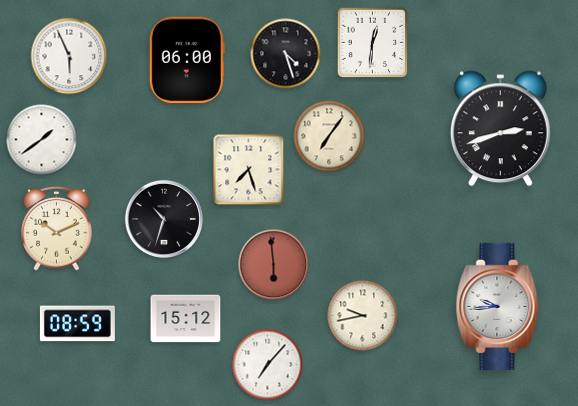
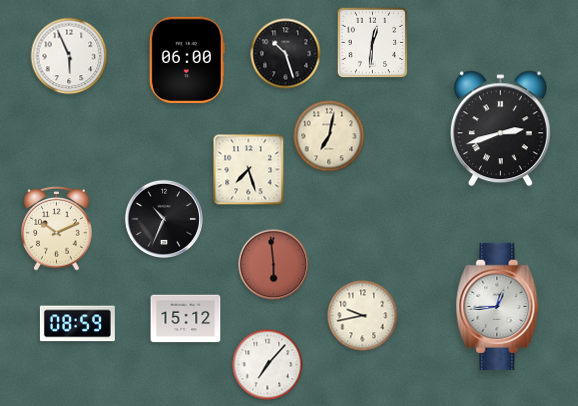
clock at (286, 54): 4:27 -> 10:27
clock at (329, 136): 7:06 -> 7:02
clock at (42, 140): 1:39 -> none
clock at (164, 219): 10:33 -> 10:34
clock at (498, 306): 9:44 -> 12:44
